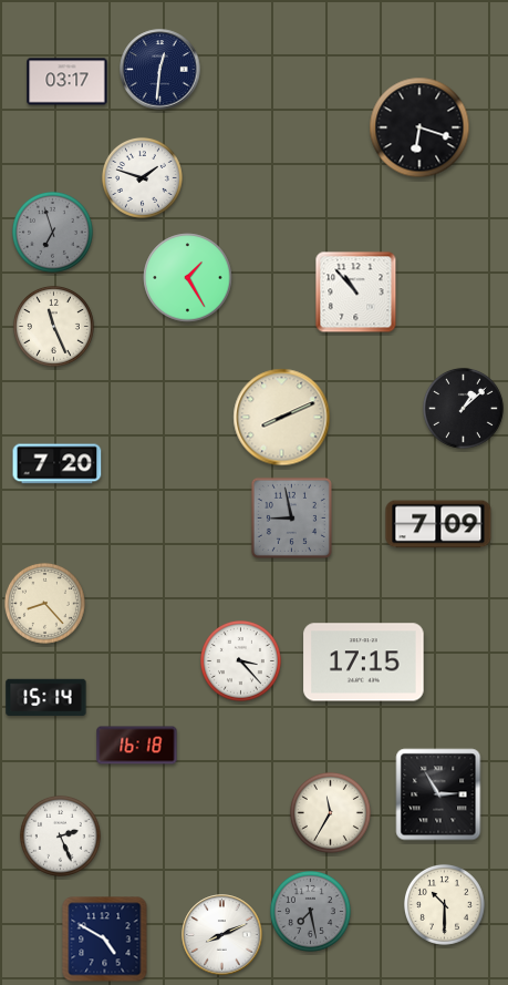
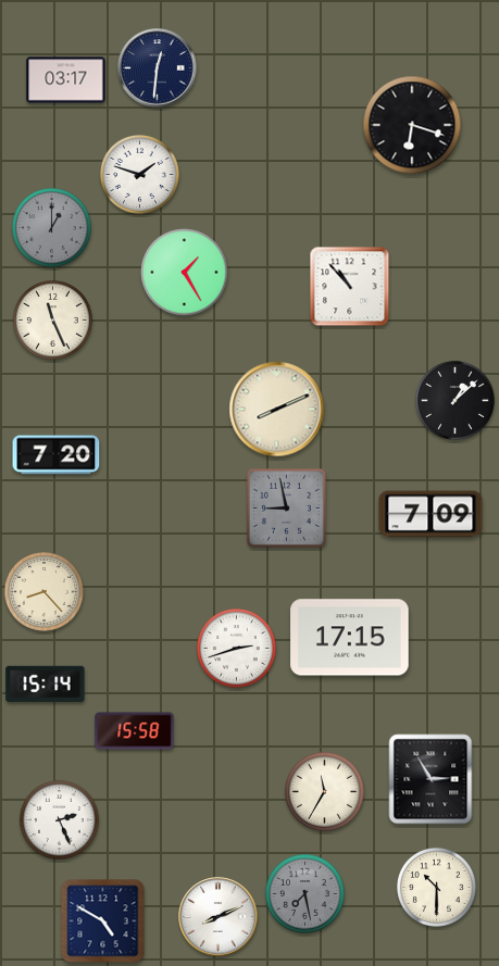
clock at (52, 232): 6:57 -> 1:00
clock at (240, 660): 3:23 -> 2:42
clock at (364, 663) position: (364, 663) -> (350, 638)
clock at (137, 746): 16:18 -> 15:58
clock at (330, 812) position: (330, 812) -> (324, 791)
